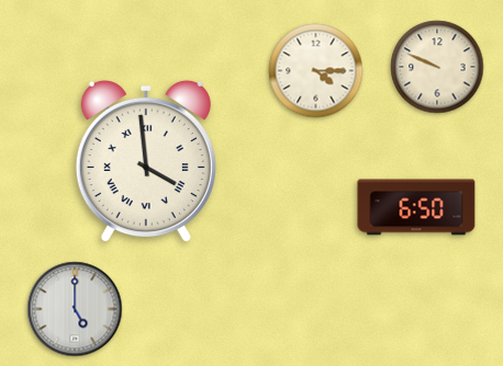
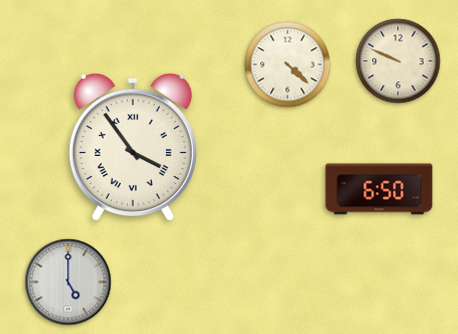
clock at (316, 71): 4:15 -> 4:22
clock at (146, 161): 3:59 -> 3:54
